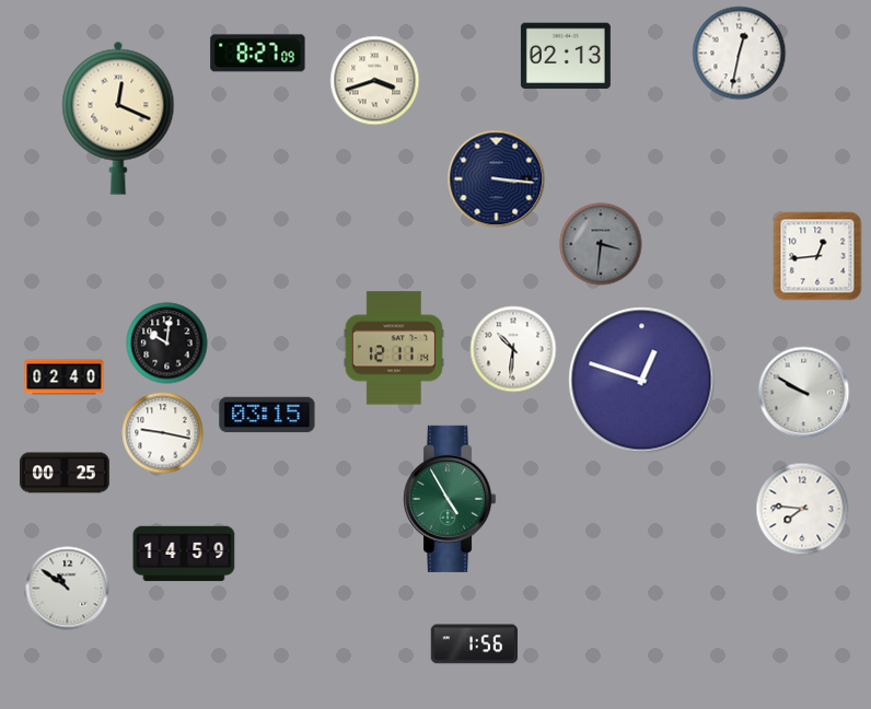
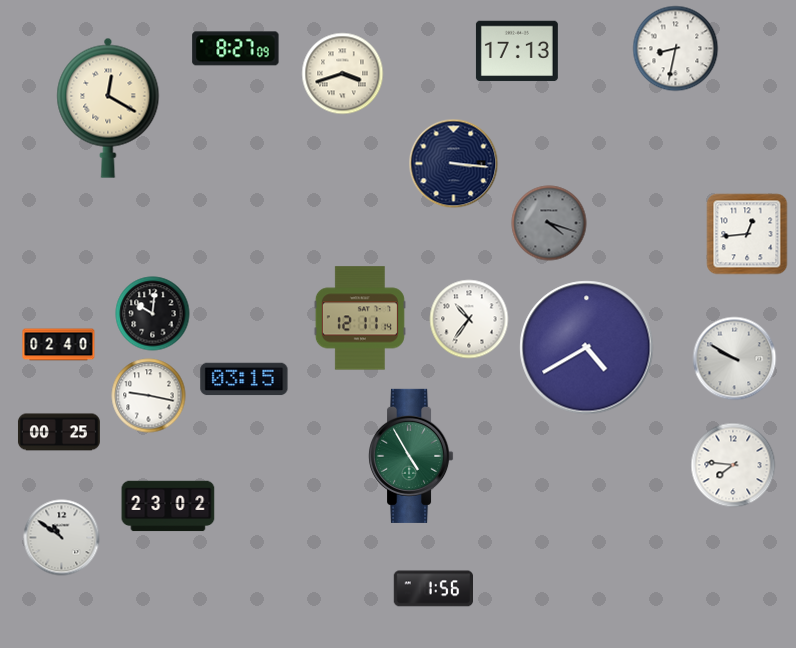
clock at (740, 54): 12:32 -> 8:32
clock at (566, 56): 02:13 -> 17:13
clock at (118, 118): 12:19 -> 12:20
clock at (601, 244): 3:31 -> 4:18
clock at (513, 349): 10:31 -> 10:36
clock at (642, 381): 12:48 -> 4:40
clock at (184, 554): 14:59 -> 23:02
